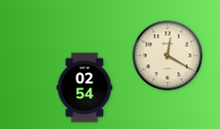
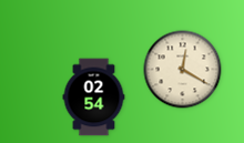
clock at (168, 56) position: (168, 56) -> (183, 70)
